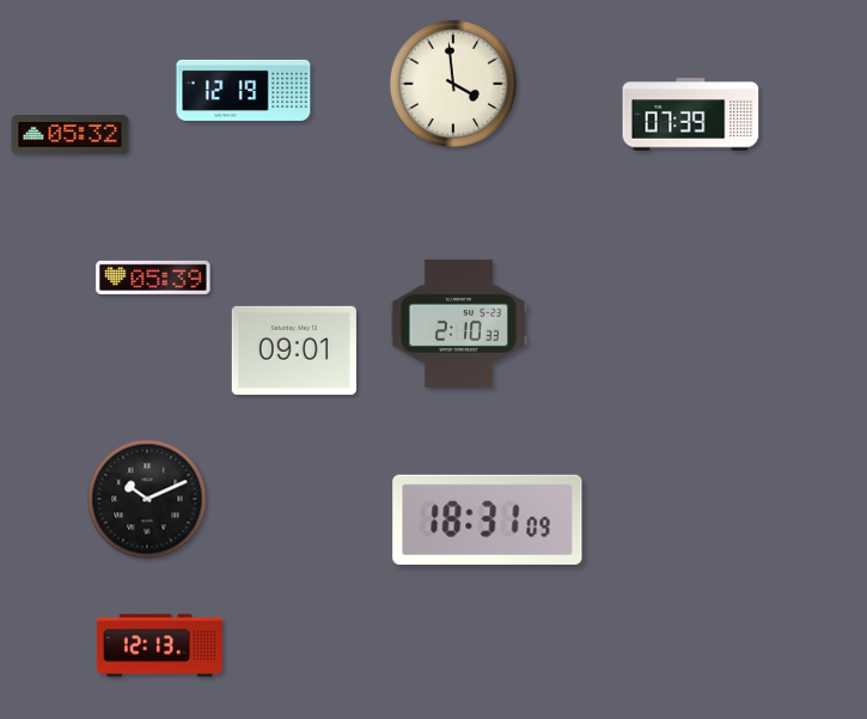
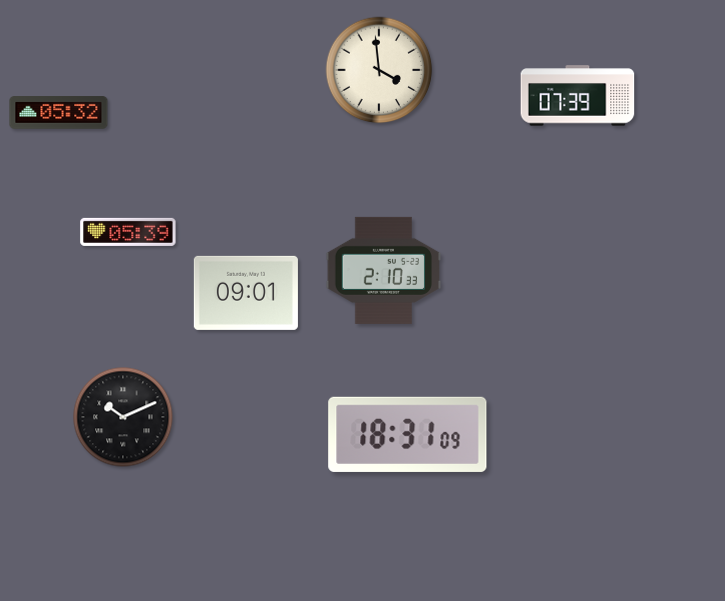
clock at (244, 90): 12:19 -> none
clock at (159, 646): 12:13 -> none
